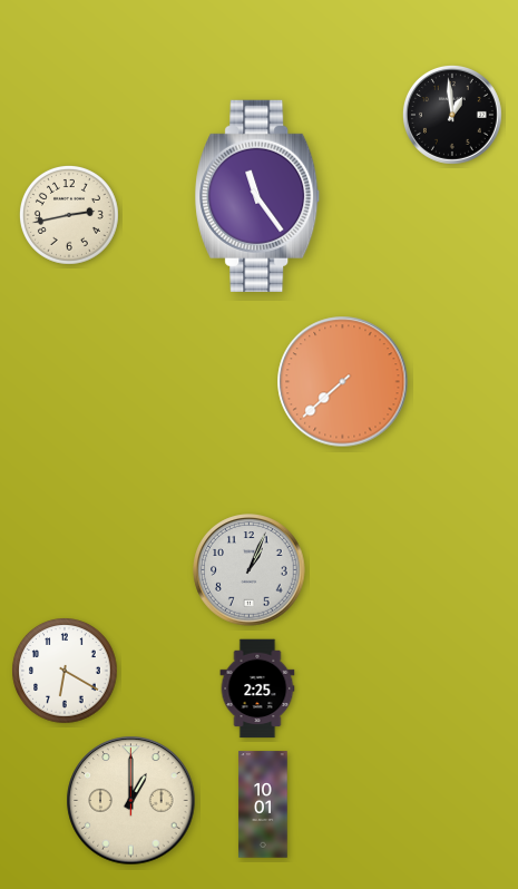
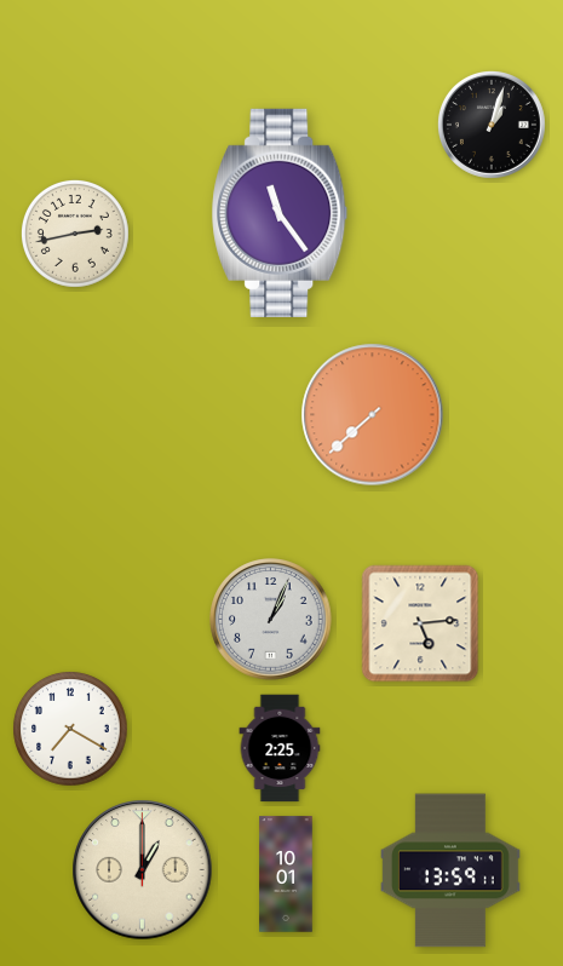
clock at (452, 115): 12:59 -> 1:03
clock at (420, 623): none -> 5:14
clock at (65, 671): 6:20 -> 7:20
clock at (450, 870): none -> 13:59
